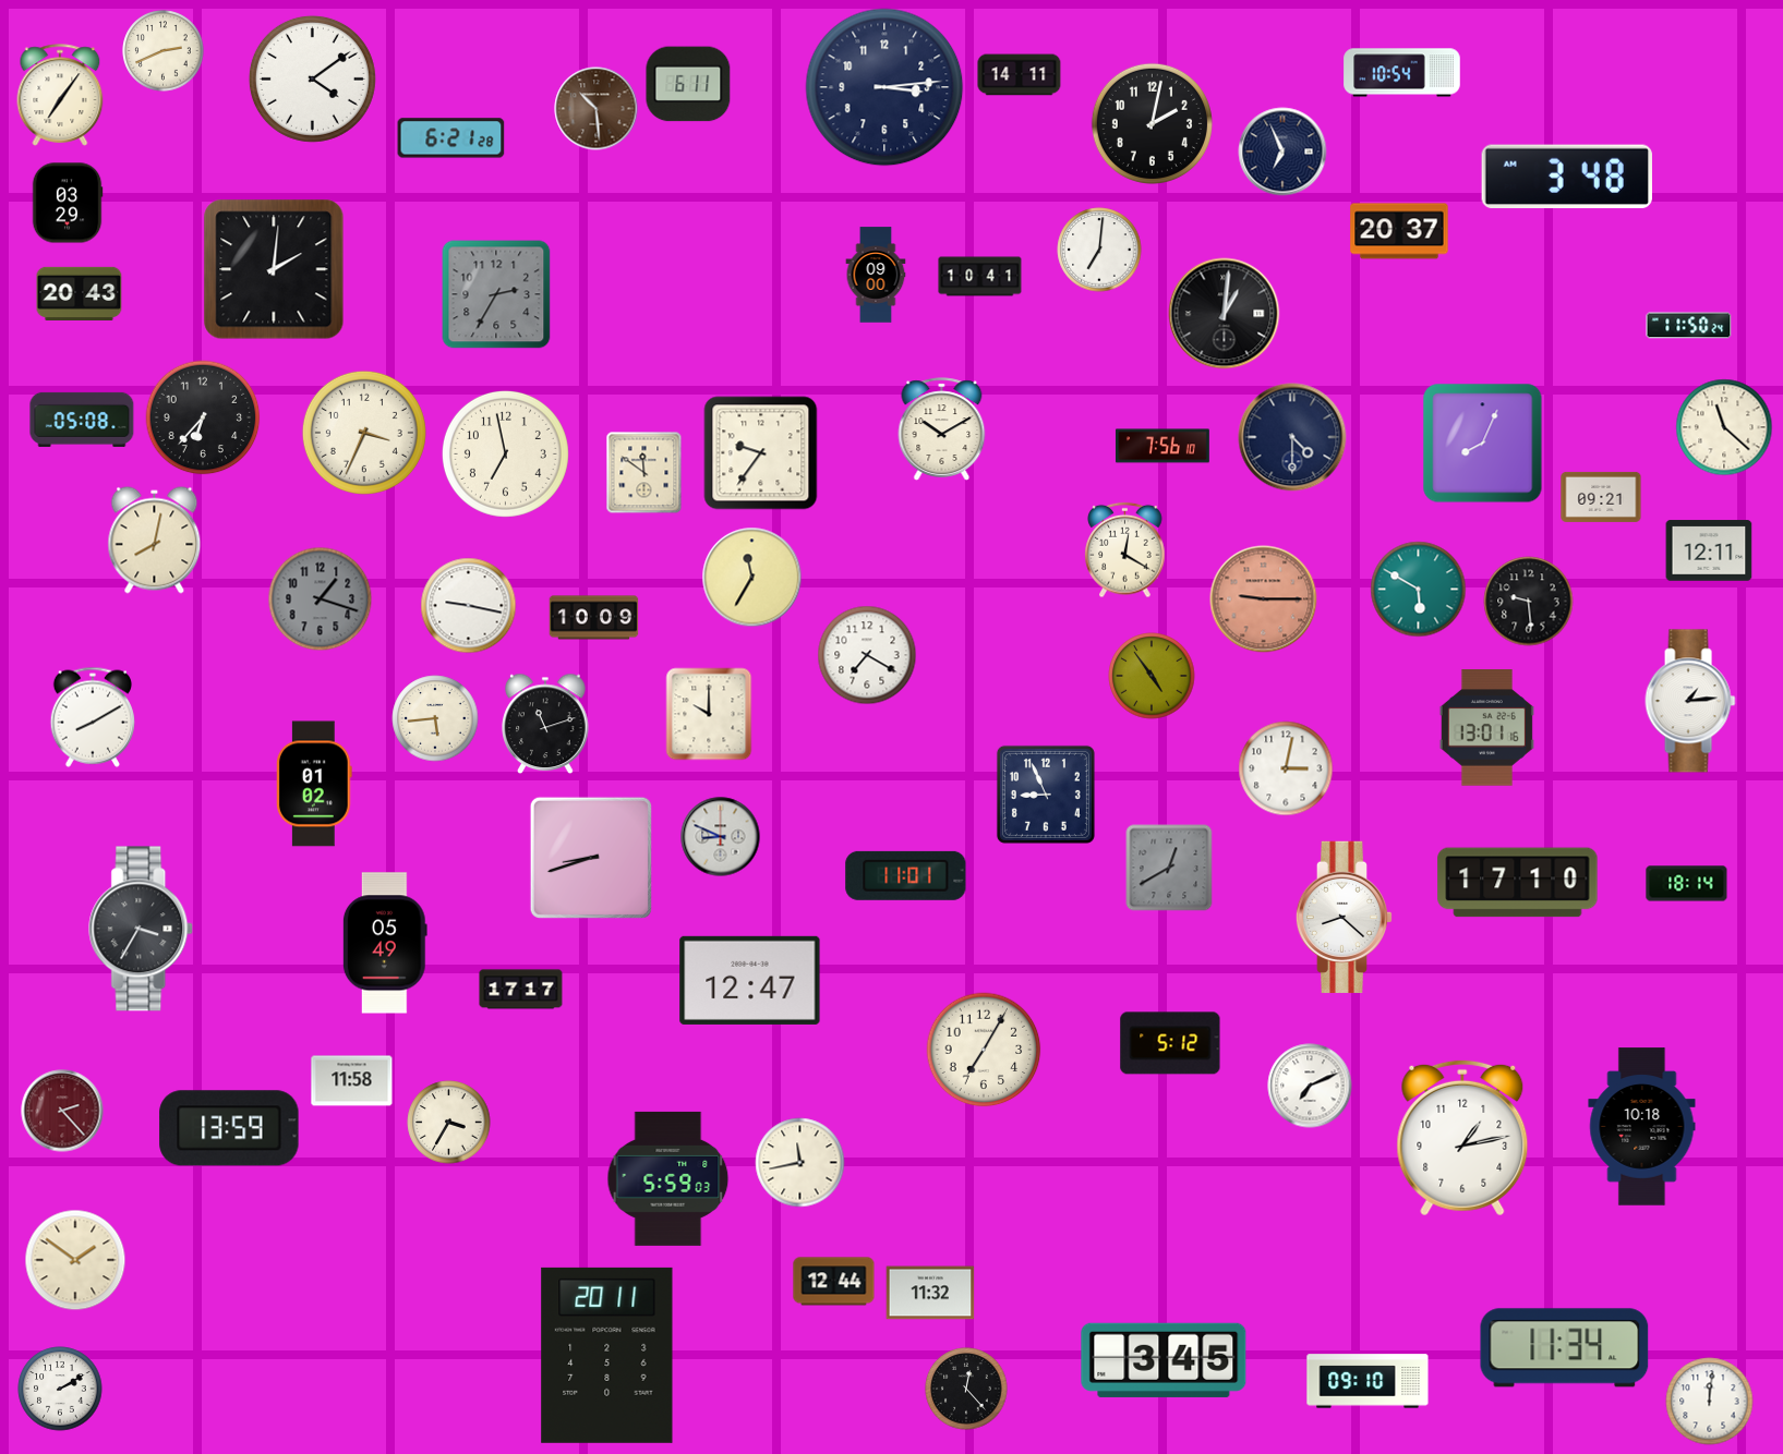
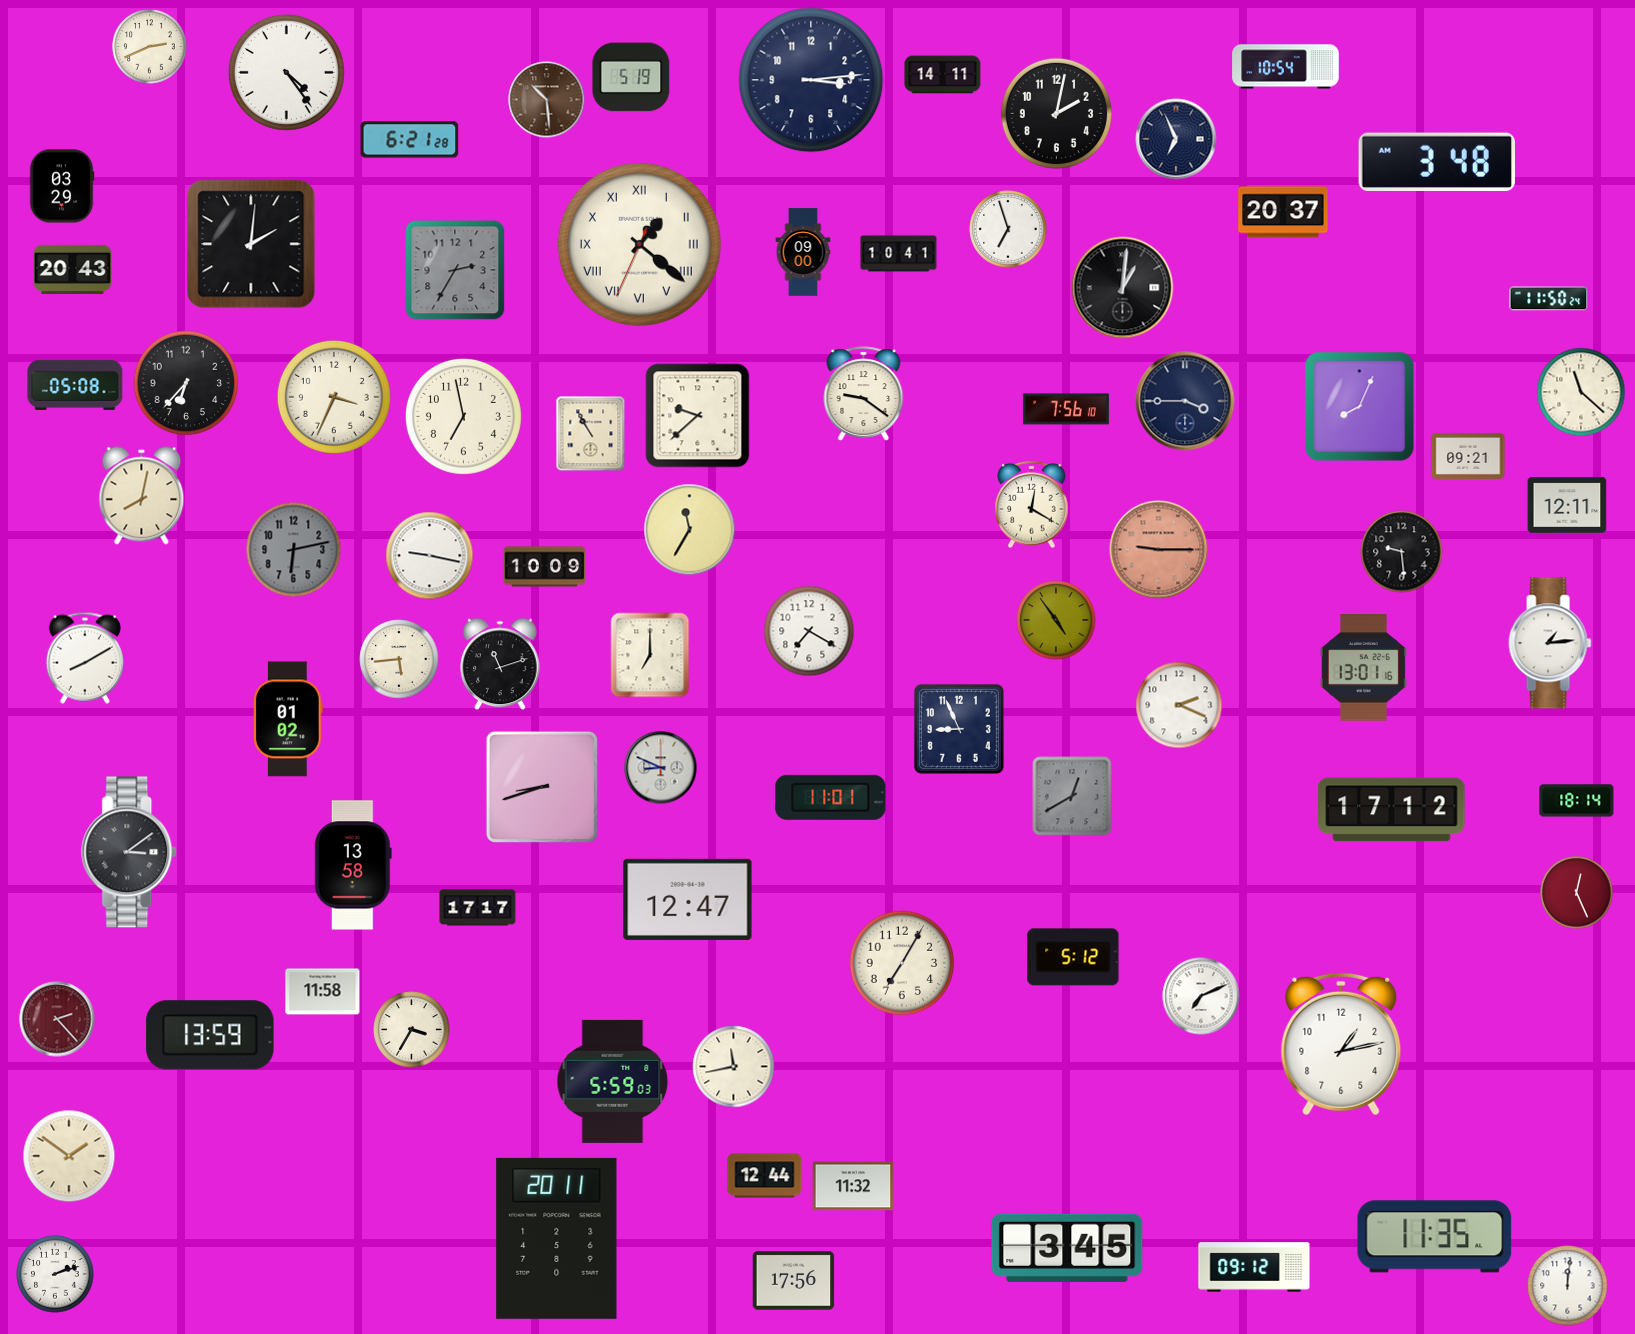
clock at (1020, 75) position: (1020, 75) -> (943, 75)
clock at (312, 78): 4:09 -> 4:24
clock at (688, 84): 6:11 -> 5:19
clock at (60, 95): 7:06 -> none
clock at (451, 138) position: (451, 138) -> (410, 140)
clock at (1099, 250): 7:01 -> 6:57
clock at (639, 244): none -> 1:21
clock at (274, 269) position: (274, 269) -> (251, 244)
clock at (942, 429): 10:10 -> 9:21
clock at (1292, 437): 4:30 -> 3:45
clock at (761, 453): 9:36 -> 9:38
clock at (644, 473): 11:51 -> 10:55
clock at (1419, 590): 5:50 -> none
clock at (321, 599): 1:18 -> 6:13
clock at (867, 655) position: (867, 655) -> (809, 631)
clock at (709, 714): 10:00 -> 7:00
clock at (1286, 768): 3:02 -> 2:19
clock at (906, 875) position: (906, 875) -> (831, 797)
clock at (1518, 883): 17:10 -> 17:12
clock at (1687, 884) position: (1687, 884) -> (1577, 801)
clock at (1345, 917): 8:22 -> none
clock at (142, 929): 3:35 -> 3:09
clock at (385, 943): 05:49 -> 13:58
clock at (1577, 893): none -> 12:26
clock at (1642, 1127): 10:18 -> none
clock at (1565, 1348): 11:34 -> 11:35
clock at (607, 1355) position: (607, 1355) -> (557, 1238)
clock at (1368, 1381): 09:10 -> 09:12
clock at (60, 1389): 2:10 -> 2:12
clock at (966, 1389): 12:23 -> none
clock at (794, 1281): none -> 17:56
